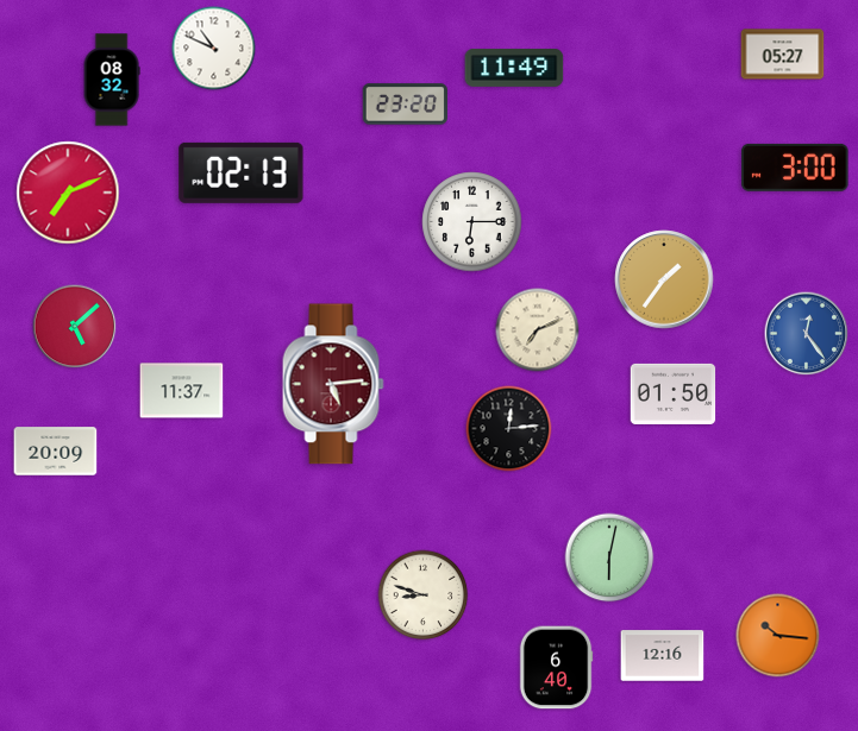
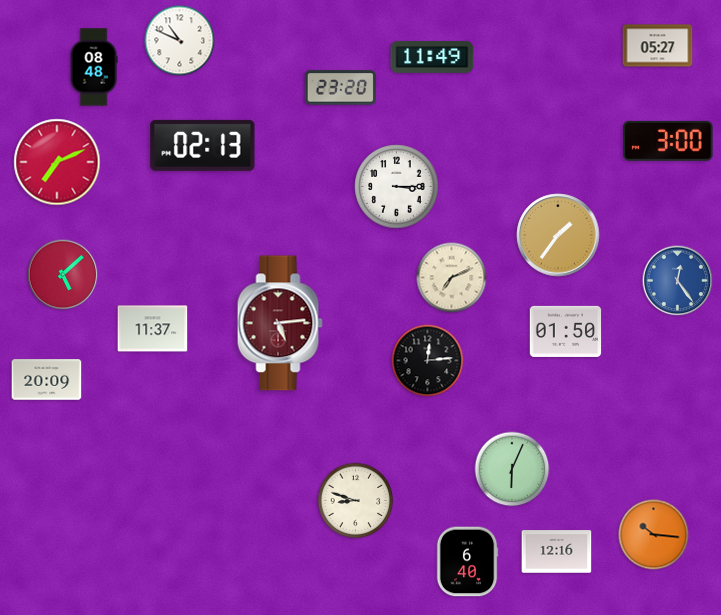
clock at (112, 80): 08:32 -> 08:48
clock at (472, 222): 6:15 -> 3:15
clock at (609, 557): 6:02 -> 6:04
